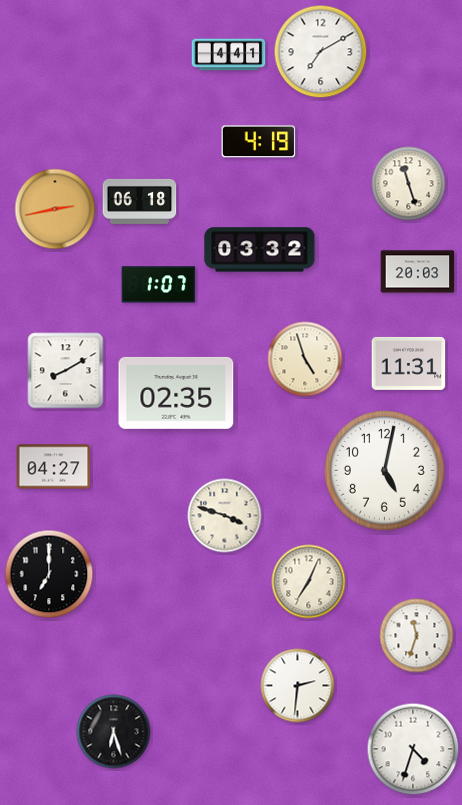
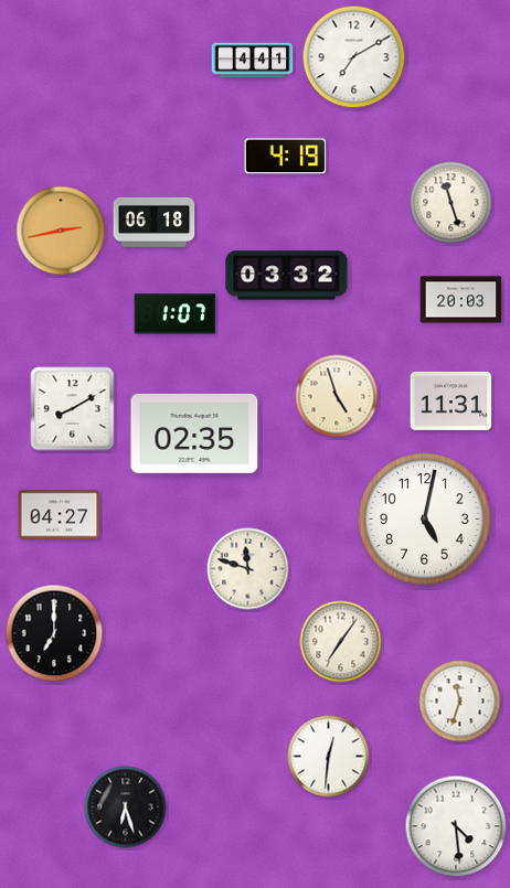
clock at (225, 516): 3:48 -> 11:48
clock at (309, 582): 7:04 -> 7:06
clock at (298, 686): 2:31 -> 12:31
clock at (413, 749): 4:33 -> 4:29
